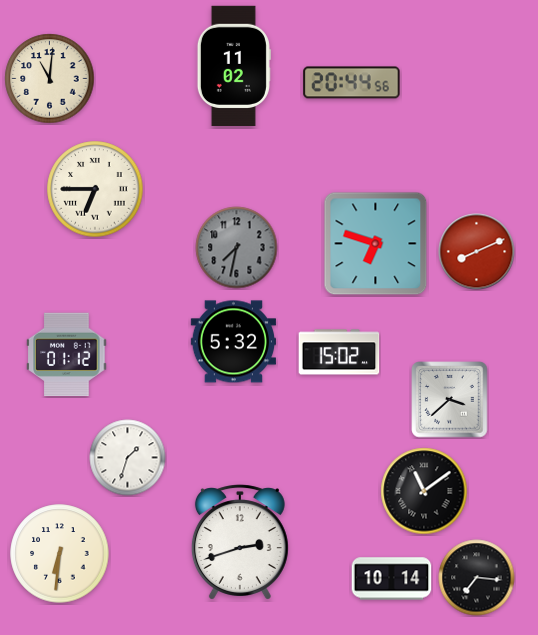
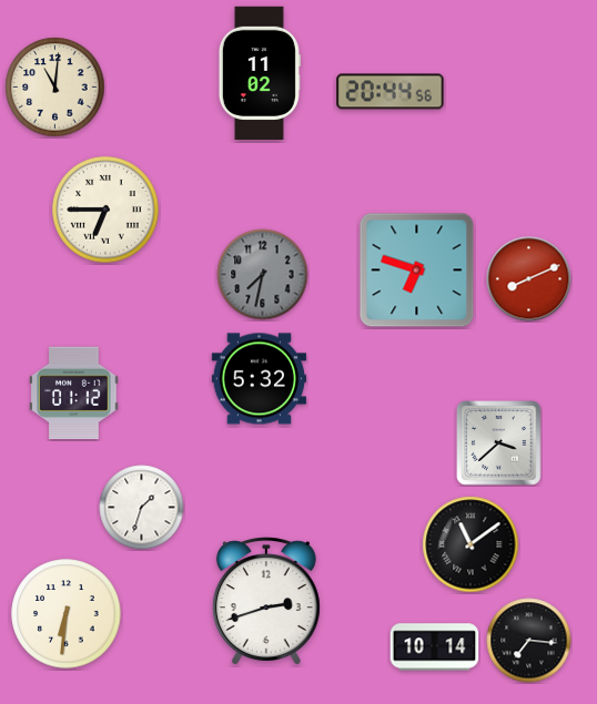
clock at (339, 352): 15:02 -> none
clock at (392, 579) position: (392, 579) -> (435, 647)
